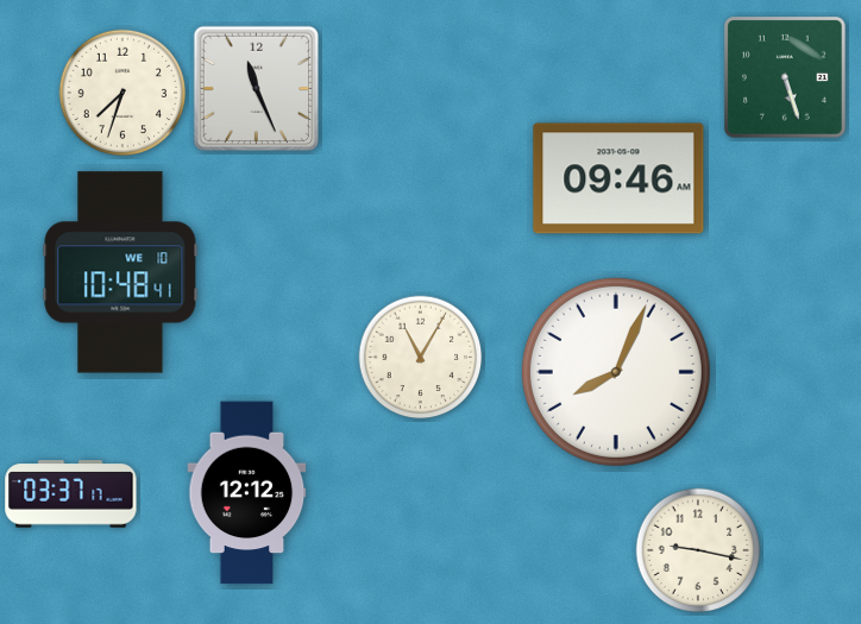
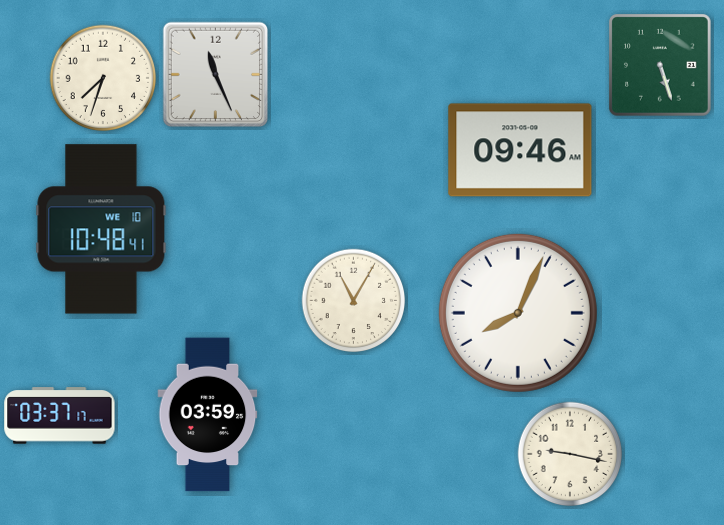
clock at (247, 493): 12:12 -> 03:59
clock at (698, 550) position: (698, 550) -> (570, 454)
